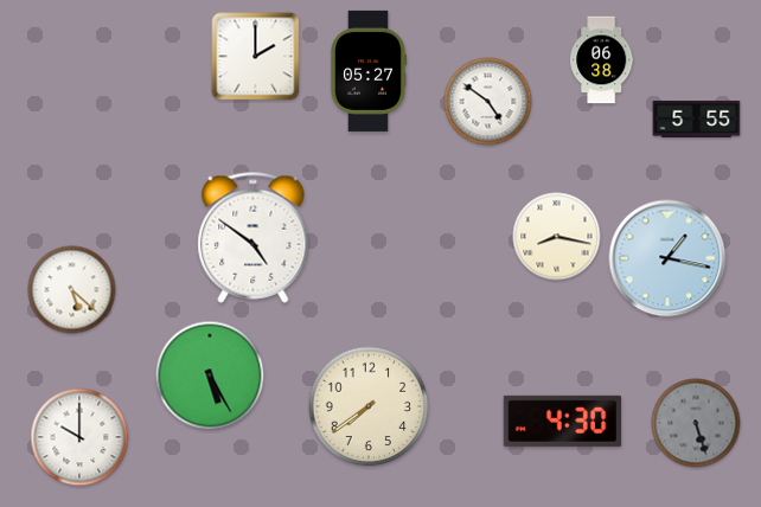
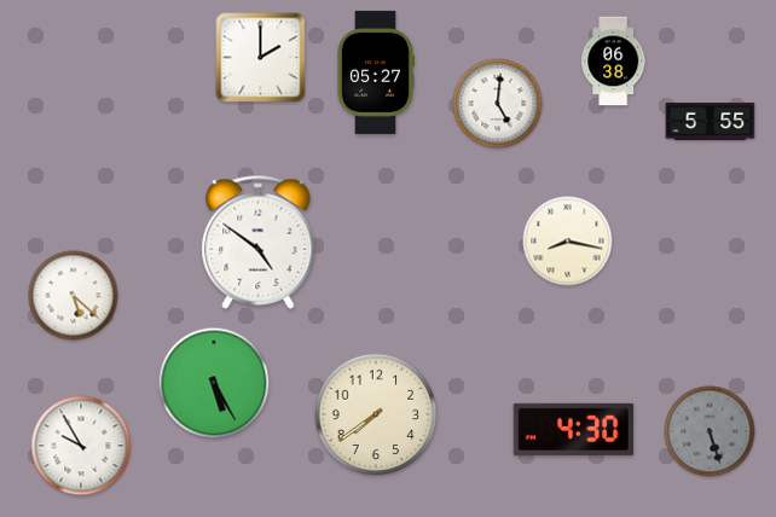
clock at (488, 102): 4:51 -> 5:01
clock at (667, 258): 1:17 -> none
clock at (79, 437): 10:00 -> 9:55
